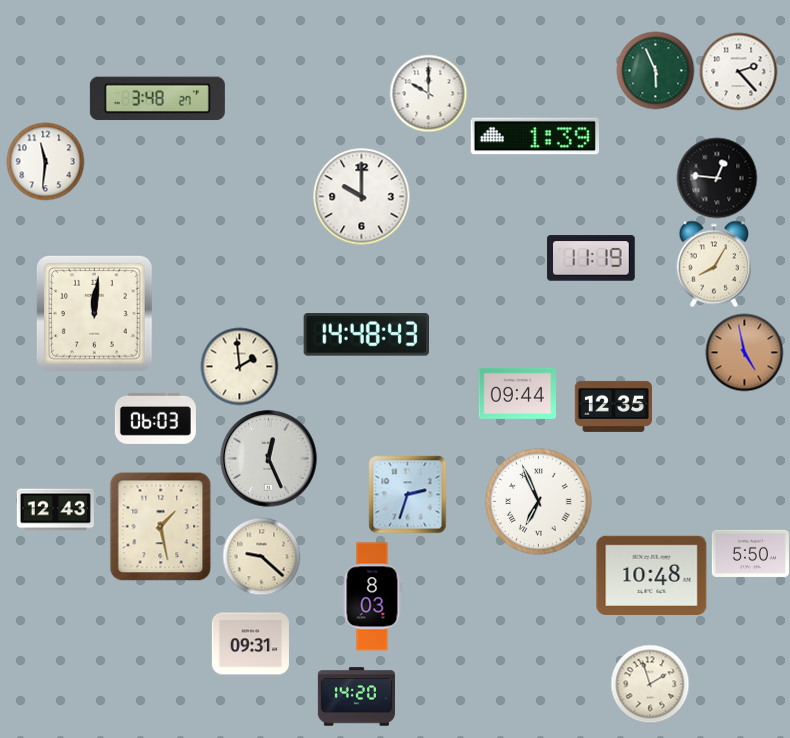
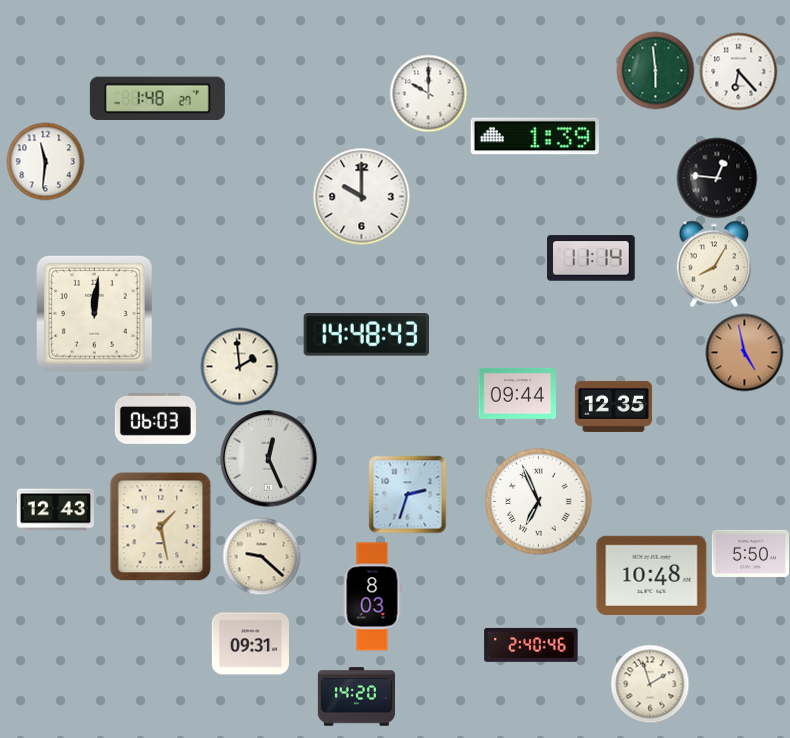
clock at (655, 70): 5:56 -> 5:59
clock at (738, 71): 2:23 -> 6:23
clock at (157, 99): 3:48 -> 1:48
clock at (591, 258): 11:19 -> 11:14
clock at (531, 645): none -> 2:40
